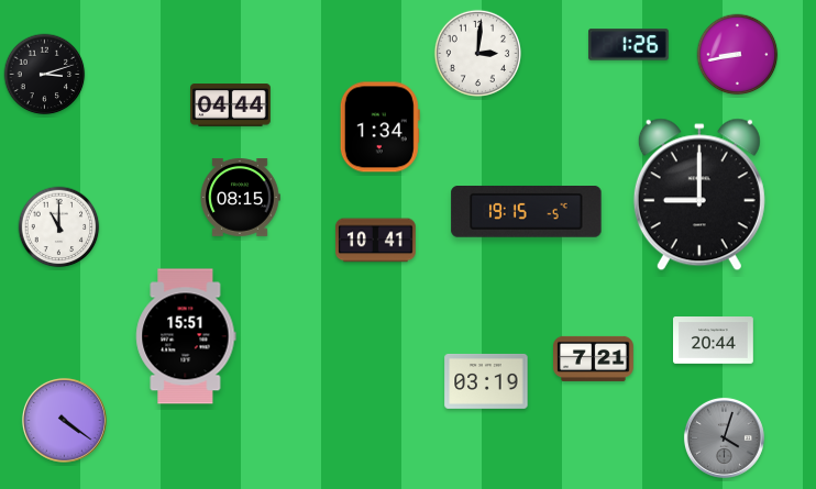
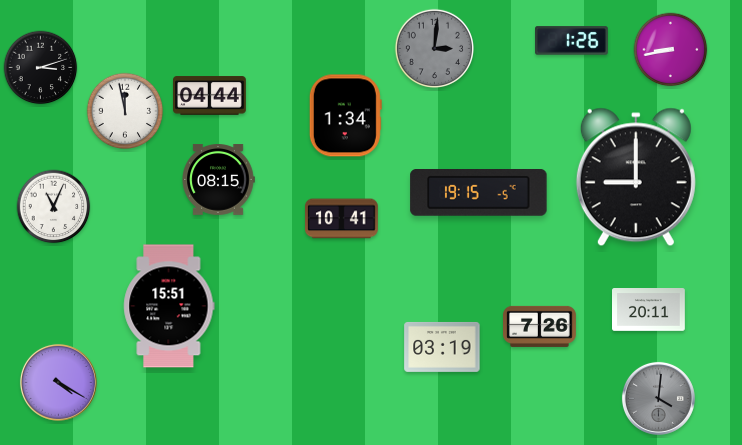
clock at (477, 53) dial: white -> grey
clock at (125, 111): none -> 11:58
clock at (59, 227): 11:00 -> 11:04
clock at (714, 341): 20:44 -> 20:11
clock at (594, 358): 7:21 -> 7:26
clock at (64, 420): 4:21 -> 4:20
clock at (724, 437): 4:03 -> 4:01
